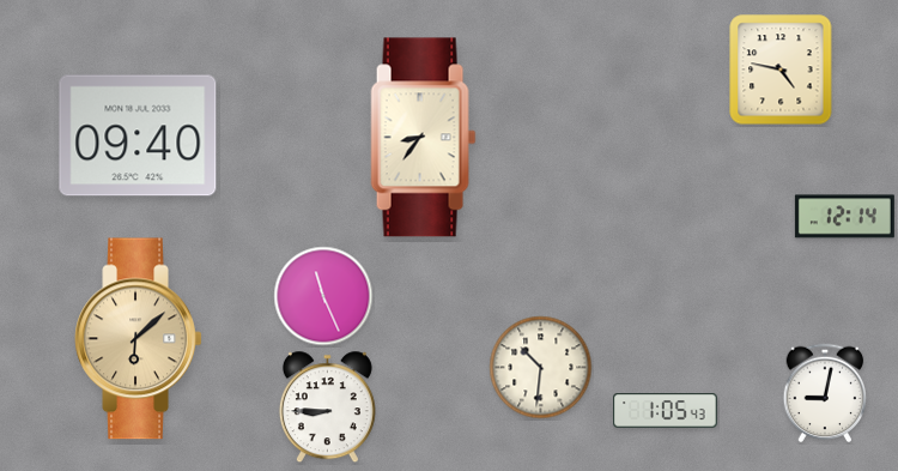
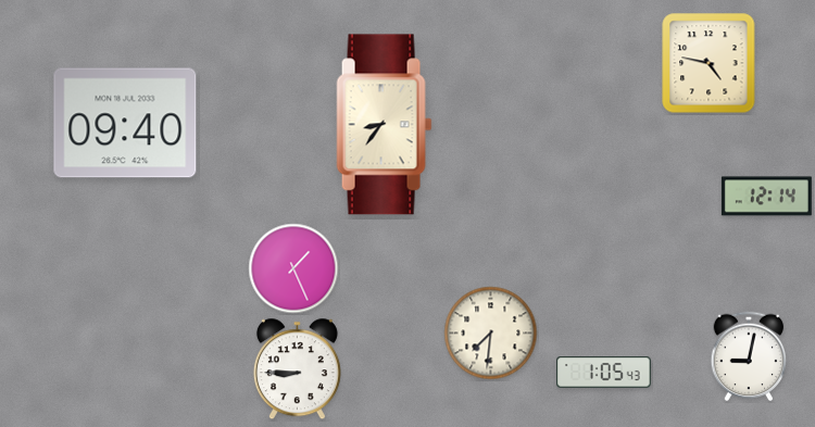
clock at (323, 296): 11:26 -> 1:26
clock at (139, 339): 6:08 -> none
clock at (541, 368): 10:31 -> 7:31
